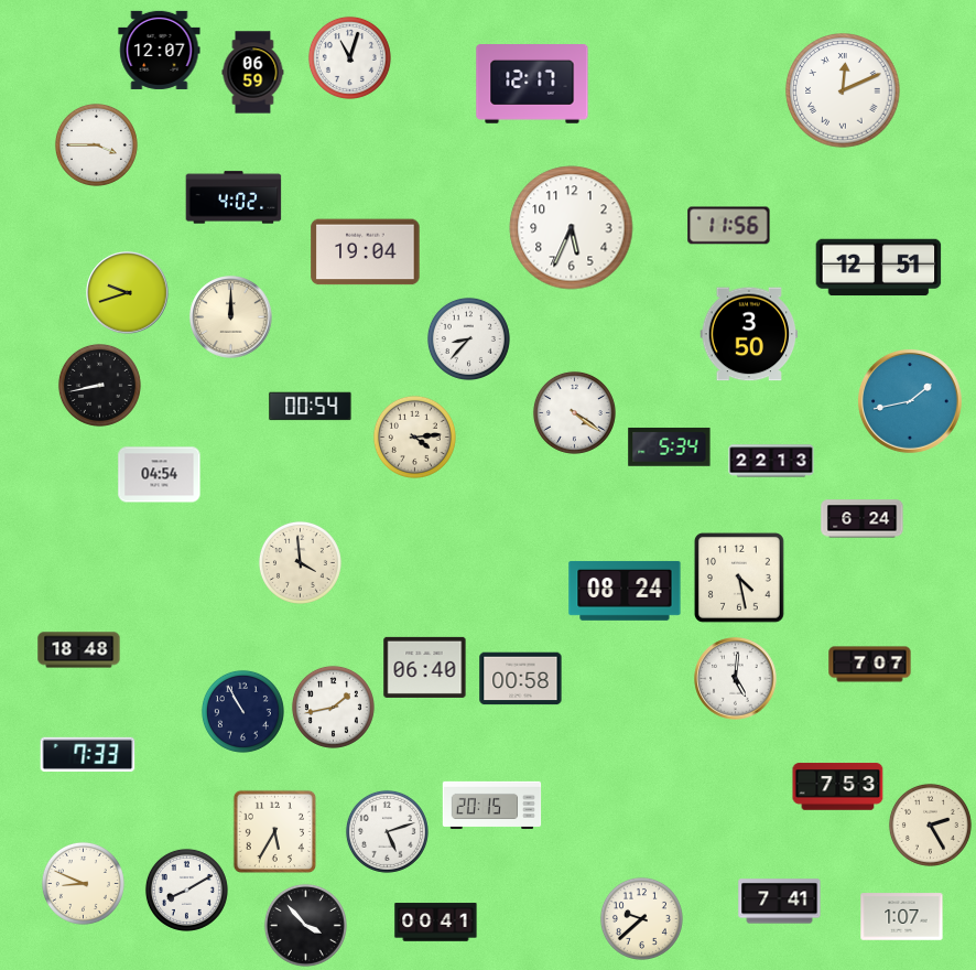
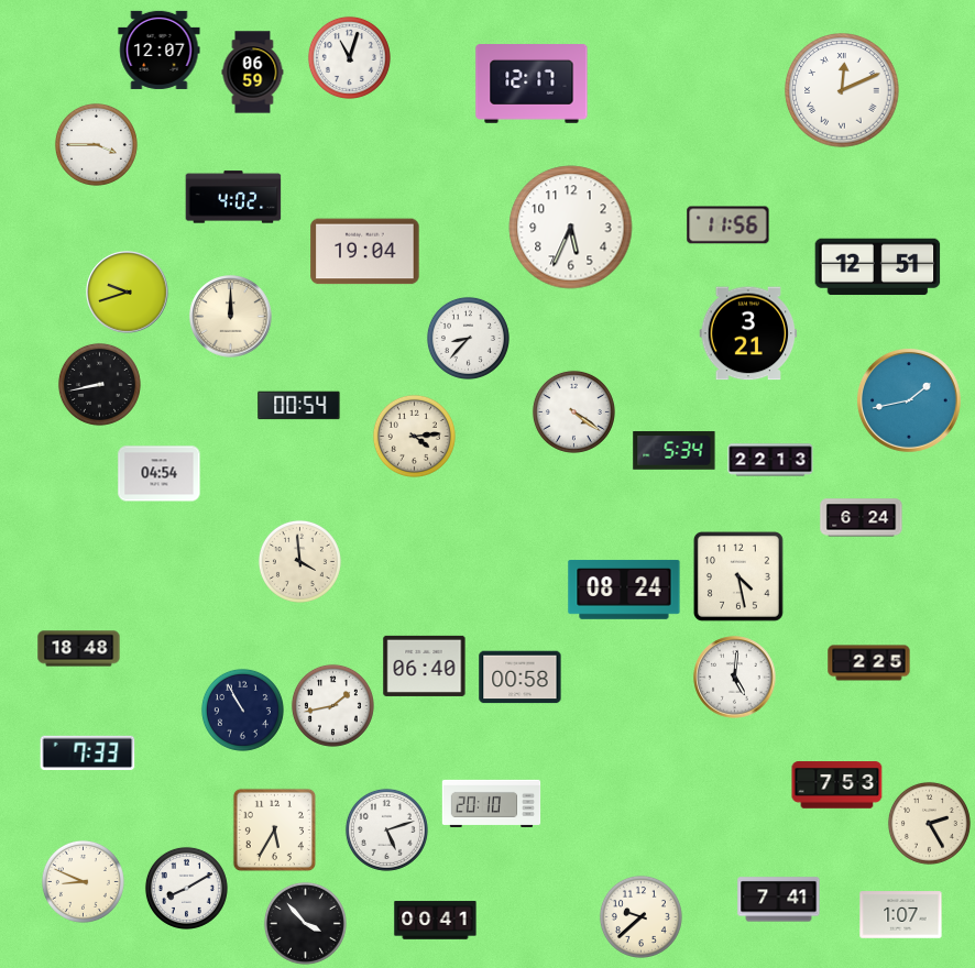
clock at (749, 334): 3:50 -> 3:21
clock at (311, 407) position: (311, 407) -> (299, 406)
clock at (670, 448) position: (670, 448) -> (675, 451)
clock at (870, 665): 7:07 -> 2:25
clock at (492, 805): 20:15 -> 20:10
